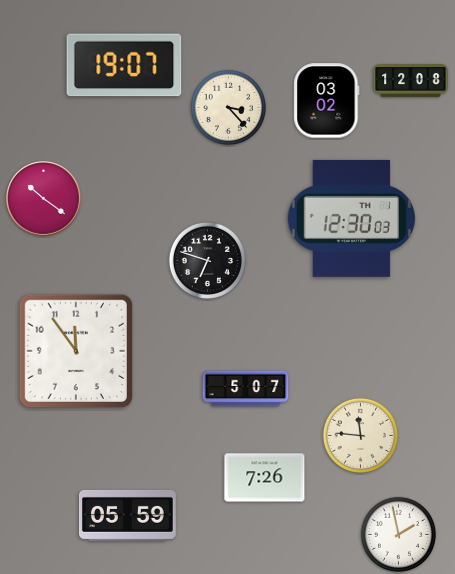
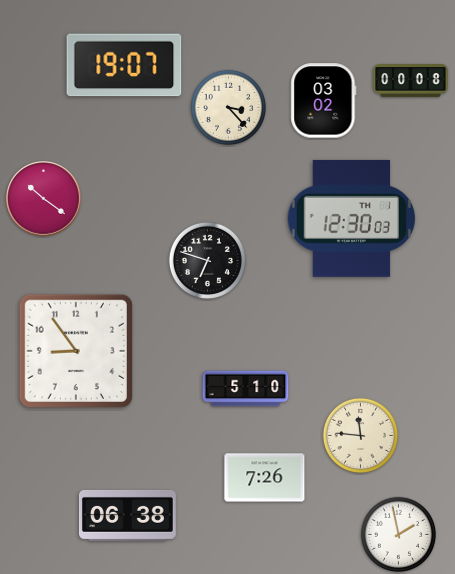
clock at (411, 81): 12:08 -> 00:08
clock at (327, 101) position: (327, 101) -> (324, 101)
clock at (76, 351): 11:54 -> 8:54
clock at (246, 389): 5:07 -> 5:10
clock at (127, 515): 05:59 -> 06:38
